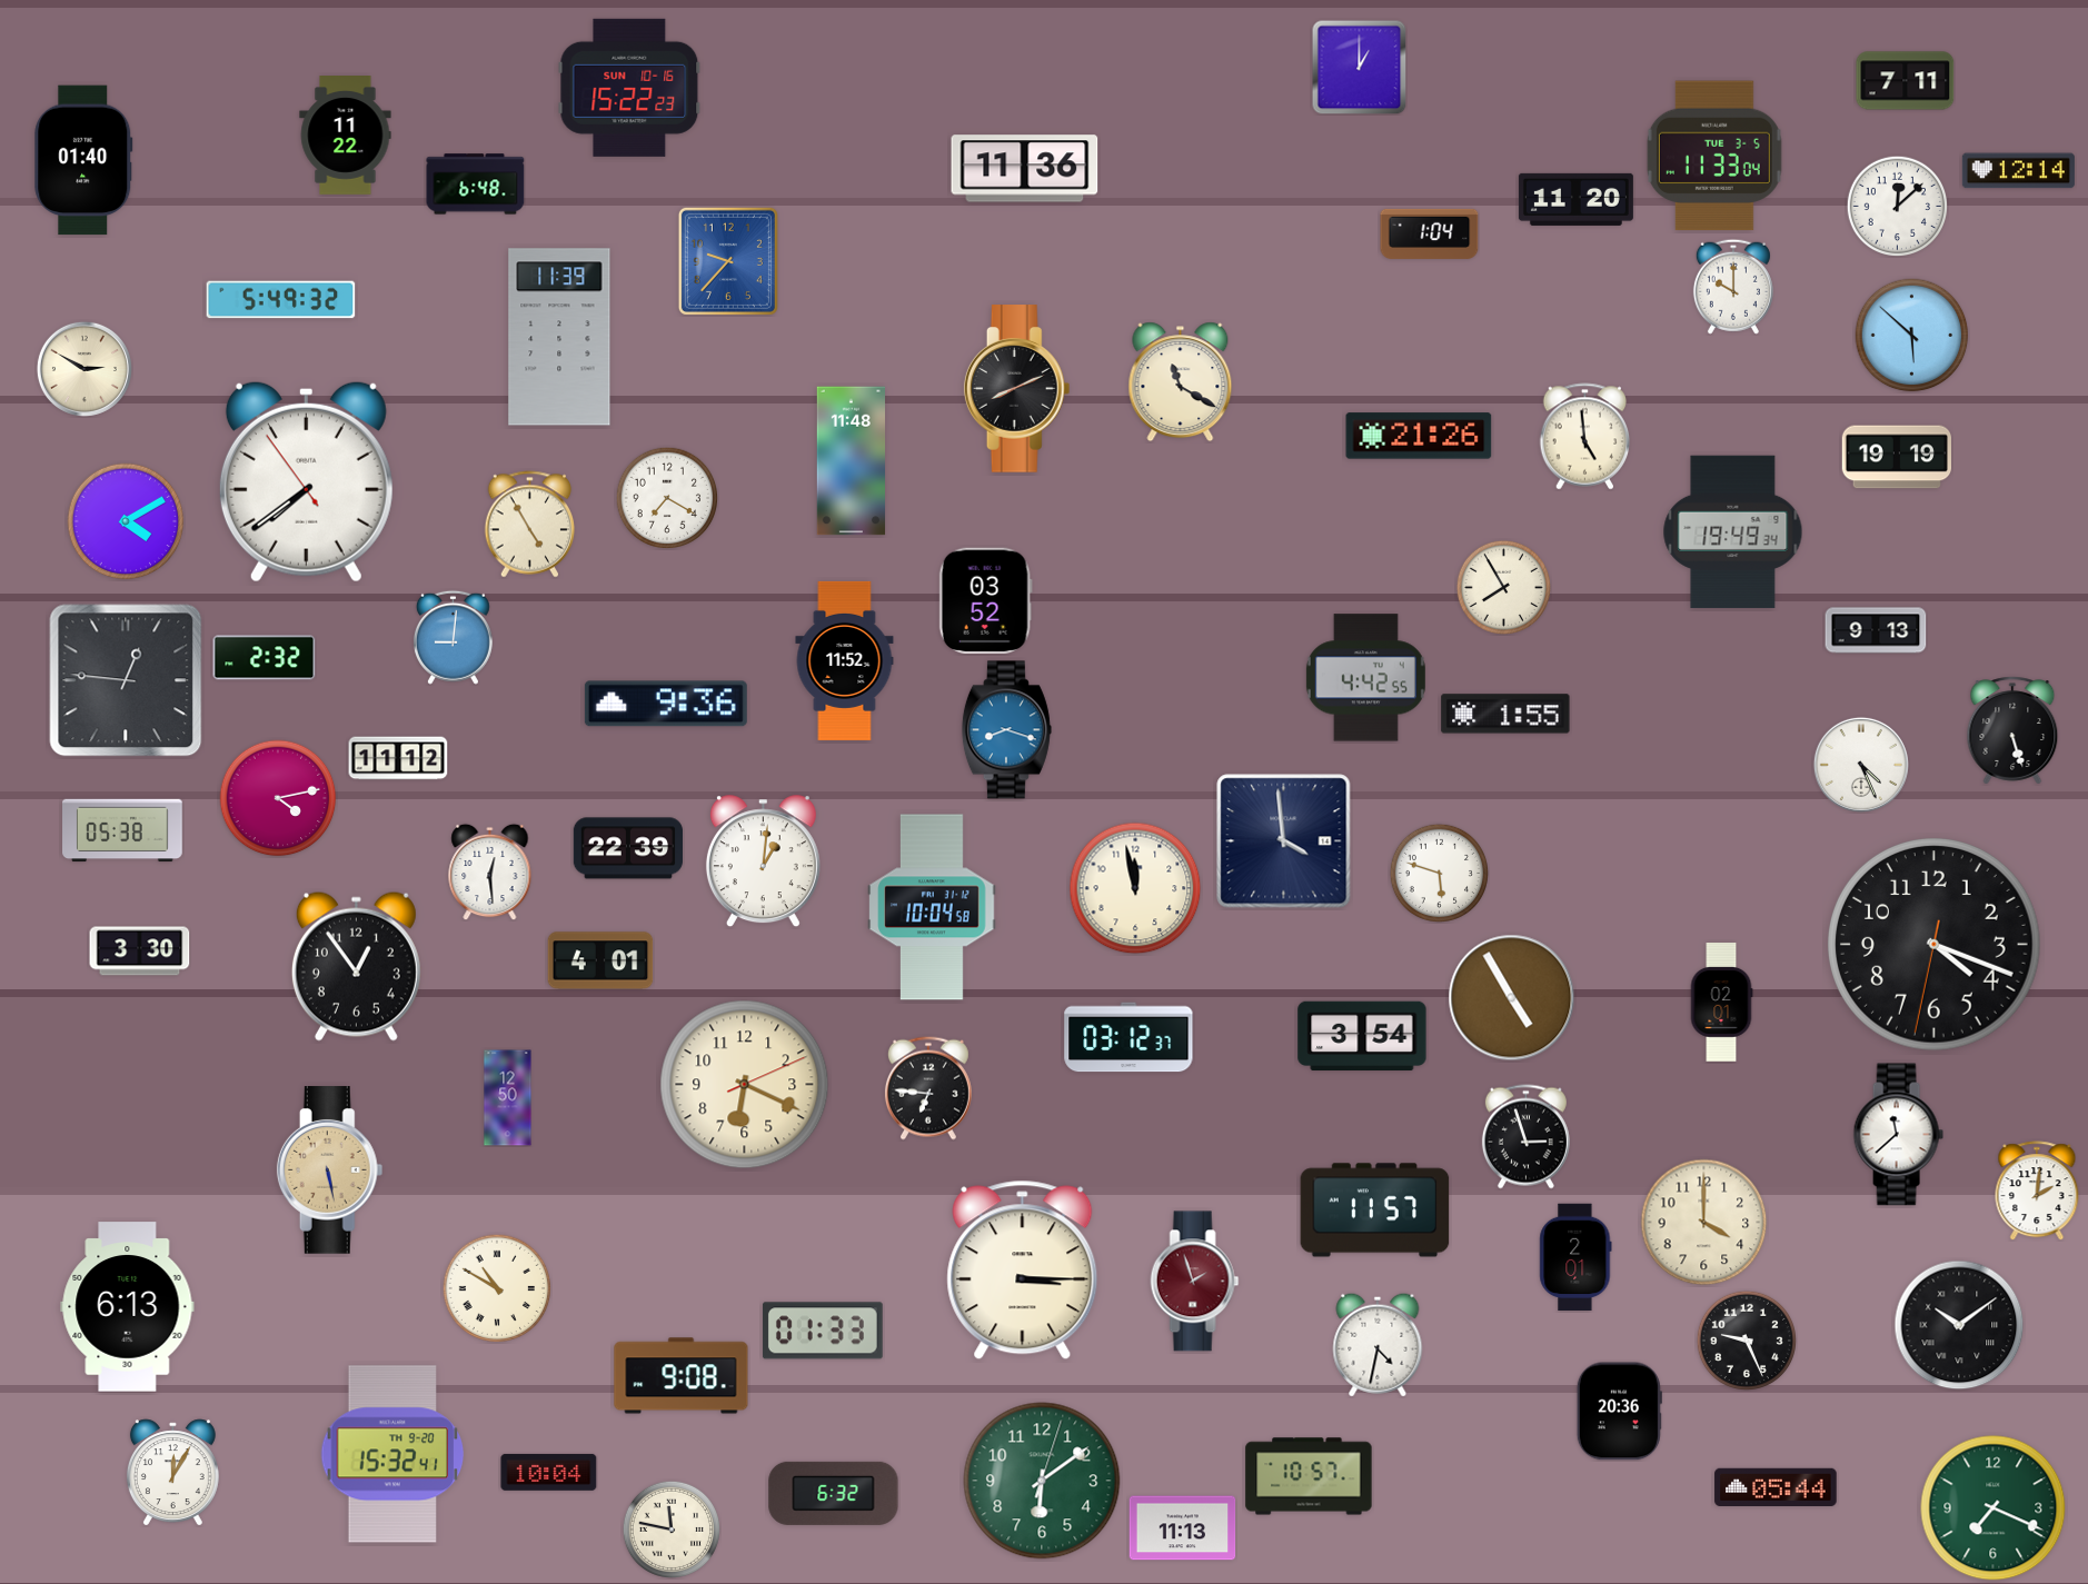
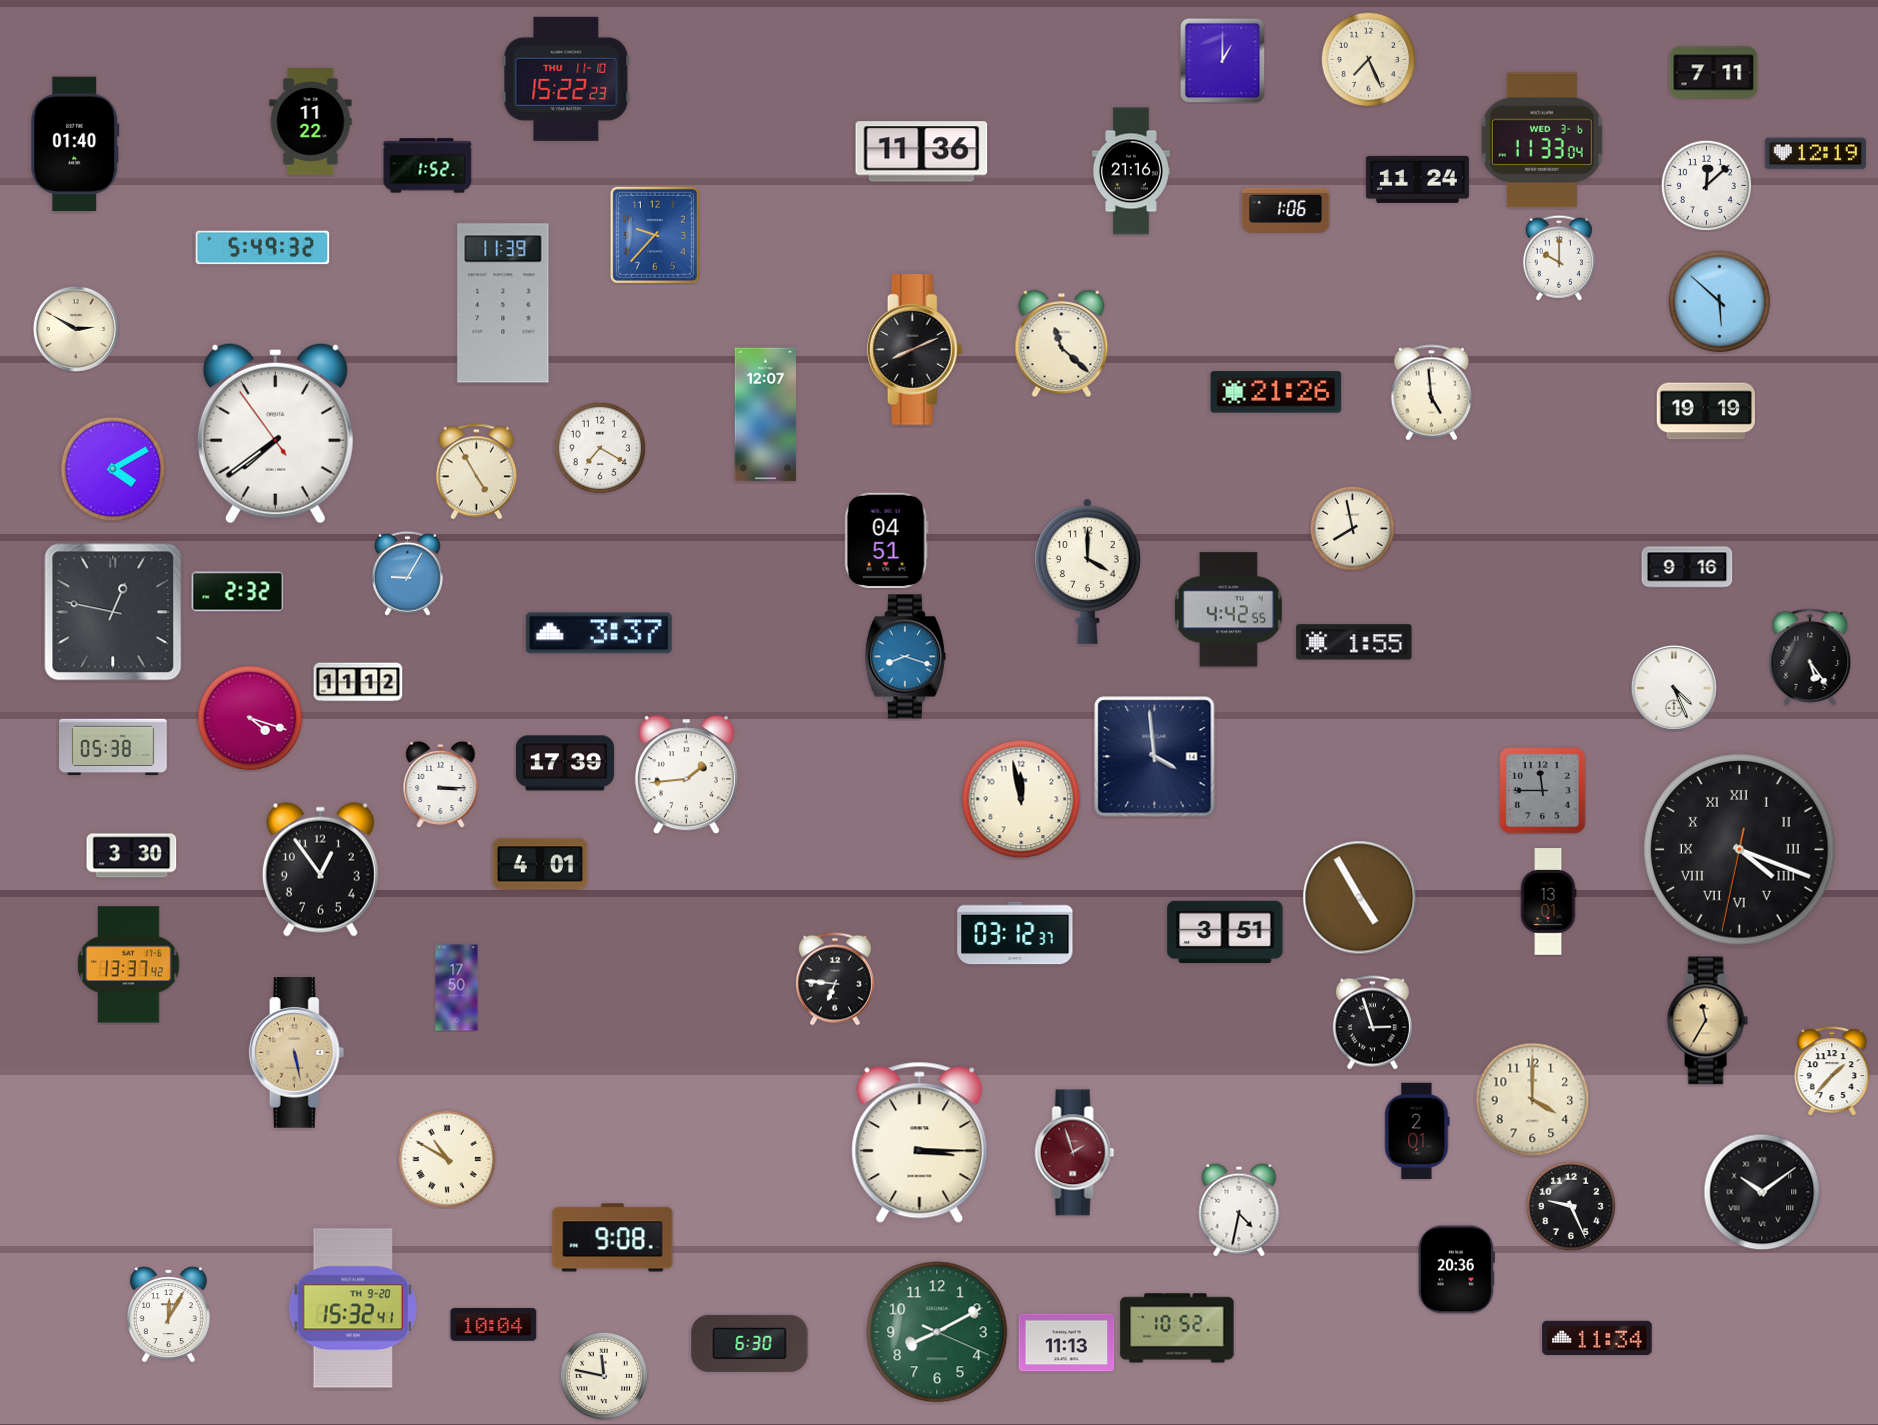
clock at (1368, 59): none -> 7:26
clock at (629, 88) date: SUN 10-16 -> THU 11-10
clock at (1714, 156) date: TUE 3-5 -> WED 3-6
clock at (2018, 171): 12:14 -> 12:19
clock at (476, 185): 6:48 -> 1:52
clock at (1132, 171): none -> 21:16
clock at (1575, 199): 11:20 -> 11:24
clock at (1430, 233): 1:04 -> 1:06
clock at (281, 300) position: (281, 300) -> (263, 248)
clock at (84, 369) position: (84, 369) -> (76, 329)
clock at (1181, 382): 11:20 -> 11:22
clock at (1585, 437) position: (1585, 437) -> (1432, 393)
clock at (852, 461): 11:48 -> 12:07
clock at (1733, 532): 19:49 -> none
clock at (1503, 587): 7:55 -> 7:58
clock at (985, 601): 03:52 -> 04:51
clock at (1876, 630): 9:13 -> 9:16
clock at (1088, 571): none -> 4:00
clock at (453, 637): 9:01 -> 9:05
clock at (845, 660): 11:52 -> none
clock at (126, 680): 12:46 -> 12:47
clock at (666, 704): 9:36 -> 3:37
clock at (2012, 730): 5:27 -> 5:24
clock at (278, 798): 4:13 -> 4:18
clock at (122, 830) position: (122, 830) -> (113, 747)
clock at (627, 848): 22:39 -> 17:39
clock at (763, 861): 1:01 -> 1:44
clock at (490, 871): 12:29 -> 3:15
clock at (1439, 873): 5:48 -> none
clock at (1543, 791): none -> 11:45
clock at (932, 907): 10:04 -> none
clock at (1935, 945) numerals: Arabic -> Roman
clock at (140, 952) position: (140, 952) -> (132, 856)
clock at (1721, 1003): 02:01 -> 13:01
clock at (1362, 1036): 3:54 -> 3:51
clock at (129, 965): none -> 13:37
clock at (745, 1085): 6:19 -> none
clock at (508, 1098): 12:50 -> 17:50
clock at (1898, 1135): 11:38 -> 11:35
clock at (1898, 1135) dial: white -> champagne
clock at (2037, 1191): 2:01 -> 1:37
clock at (1375, 1211): 11:57 -> none
clock at (128, 1307): 6:13 -> none
clock at (823, 1331): 01:33 -> none
clock at (172, 1473) position: (172, 1473) -> (168, 1315)
clock at (1309, 1476): 10:57 -> 10:52
clock at (1042, 1481): 6:09 -> 8:10
clock at (1776, 1486): 05:44 -> 11:34
clock at (834, 1493): 6:32 -> 6:30
clock at (1993, 1508): 7:19 -> none
clock at (1183, 1528) position: (1183, 1528) -> (1067, 1343)
